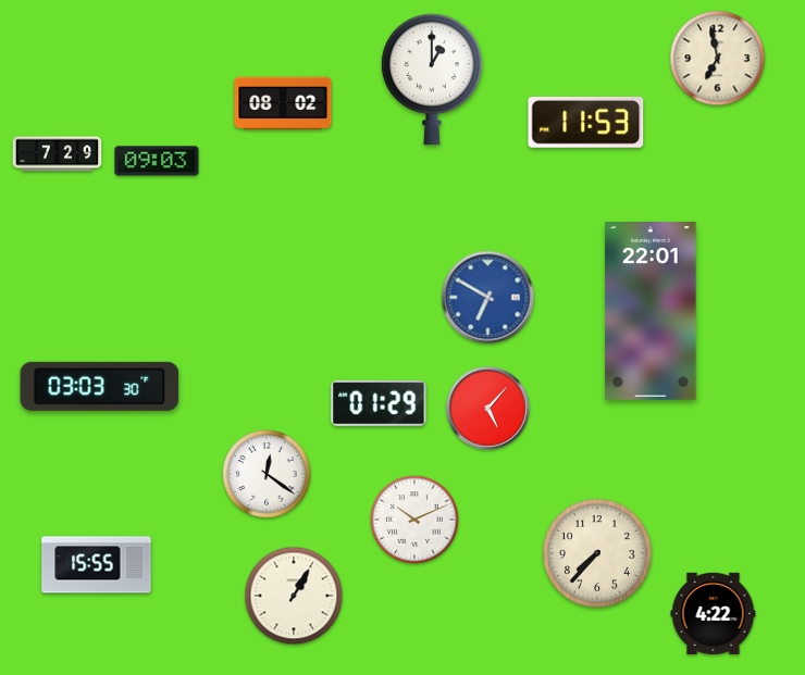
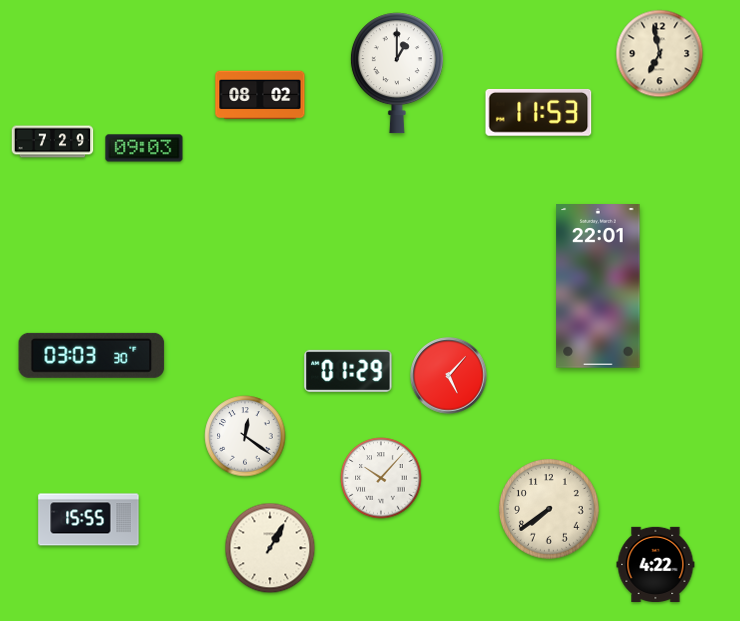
clock at (488, 298): 6:50 -> none
clock at (414, 520): 10:11 -> 10:07
clock at (597, 553): 7:37 -> 7:39
